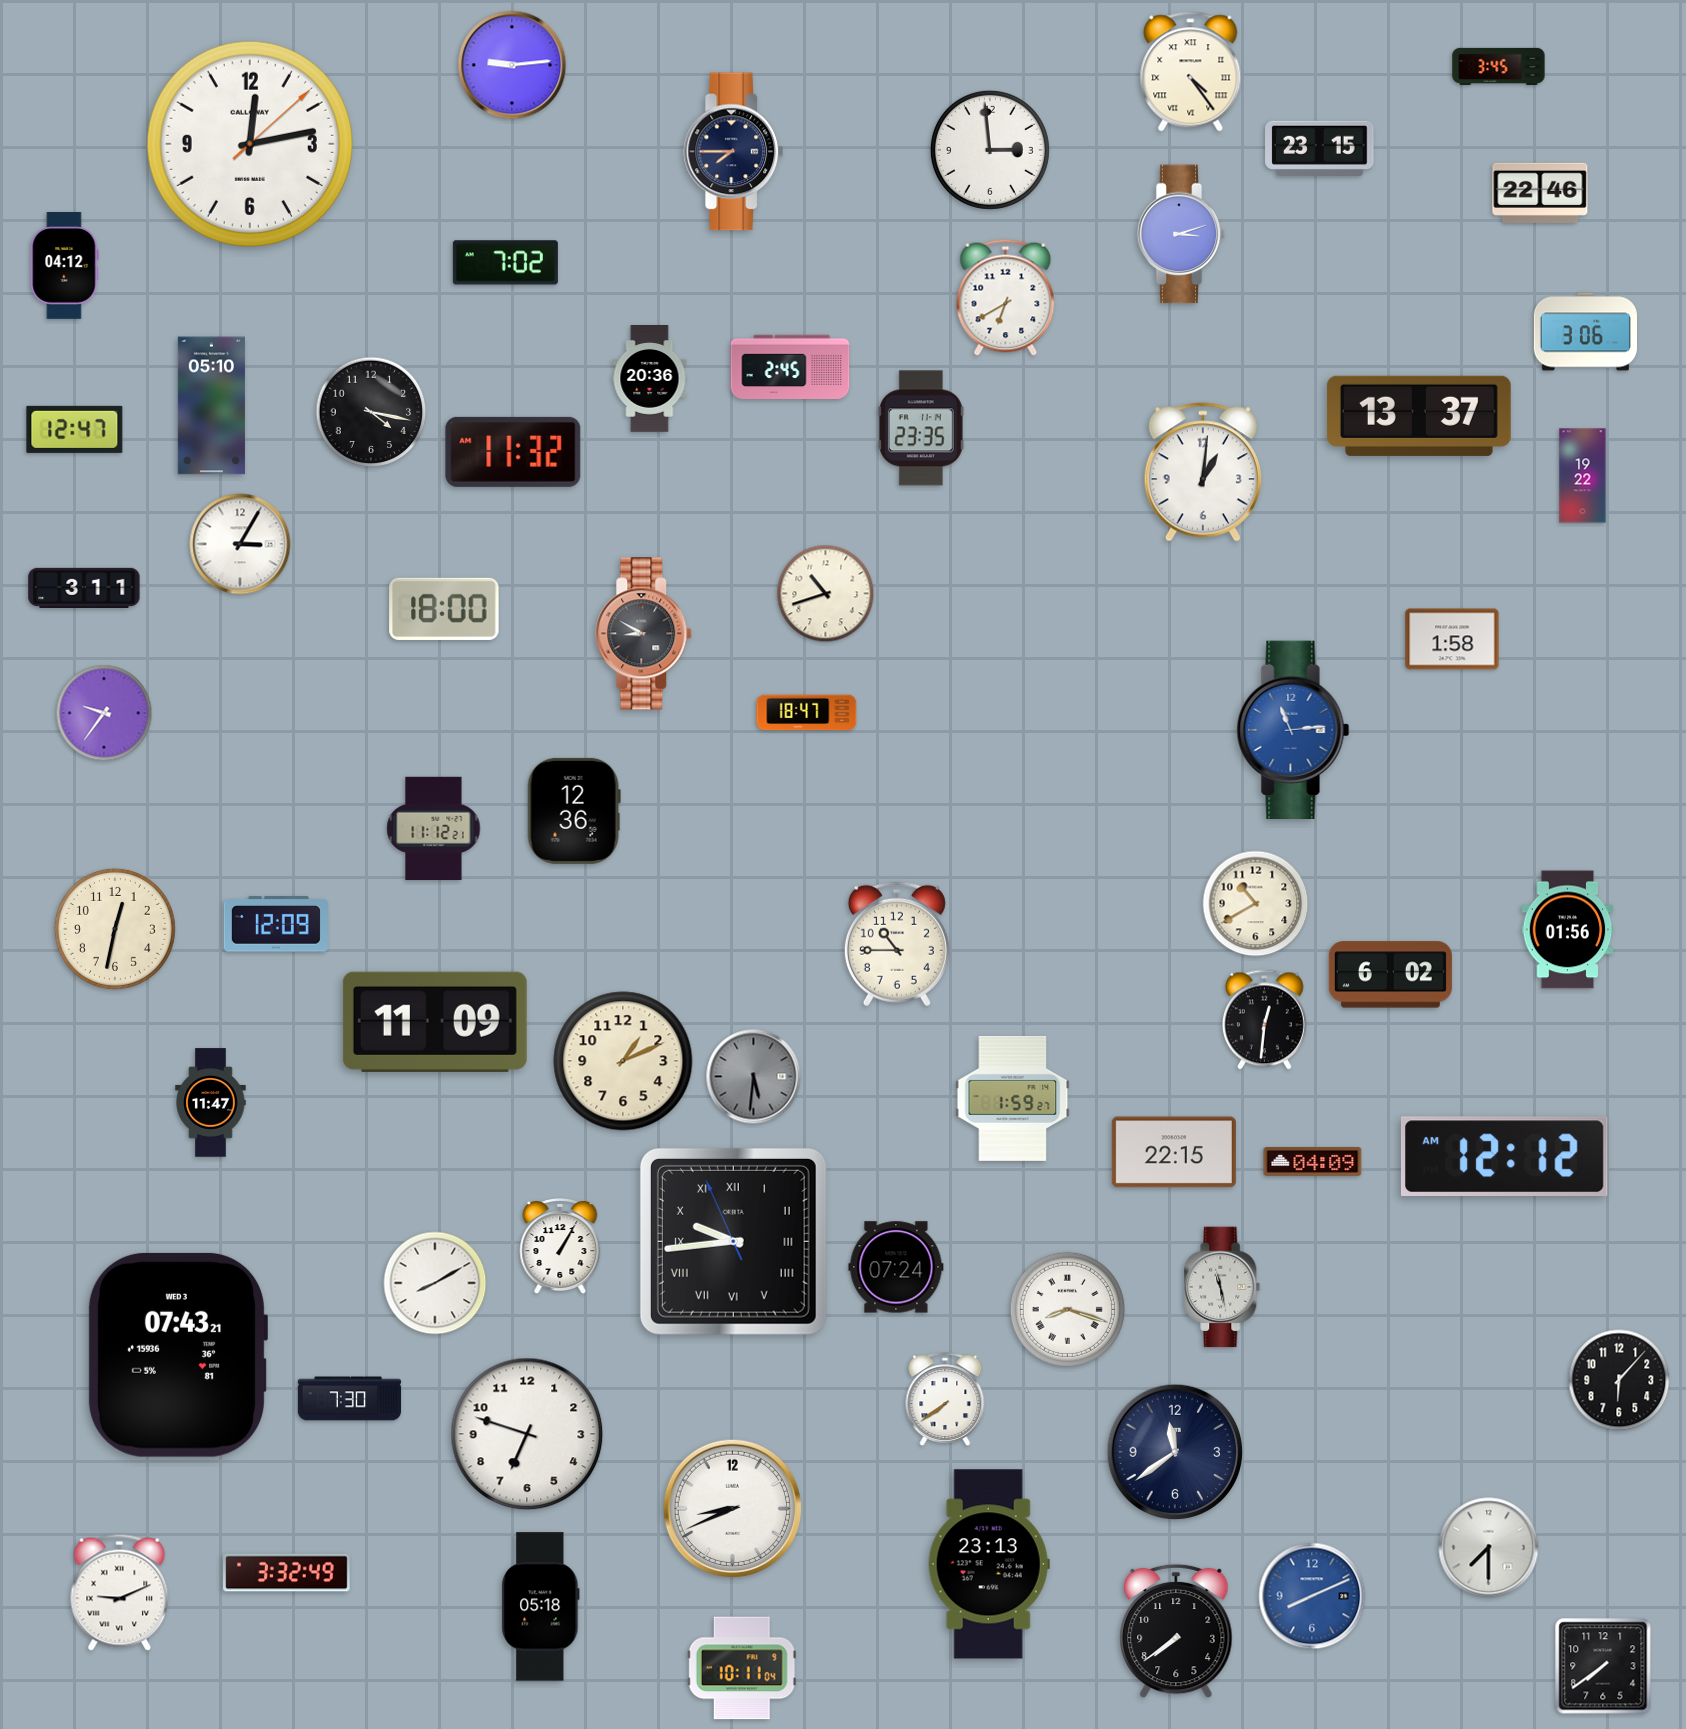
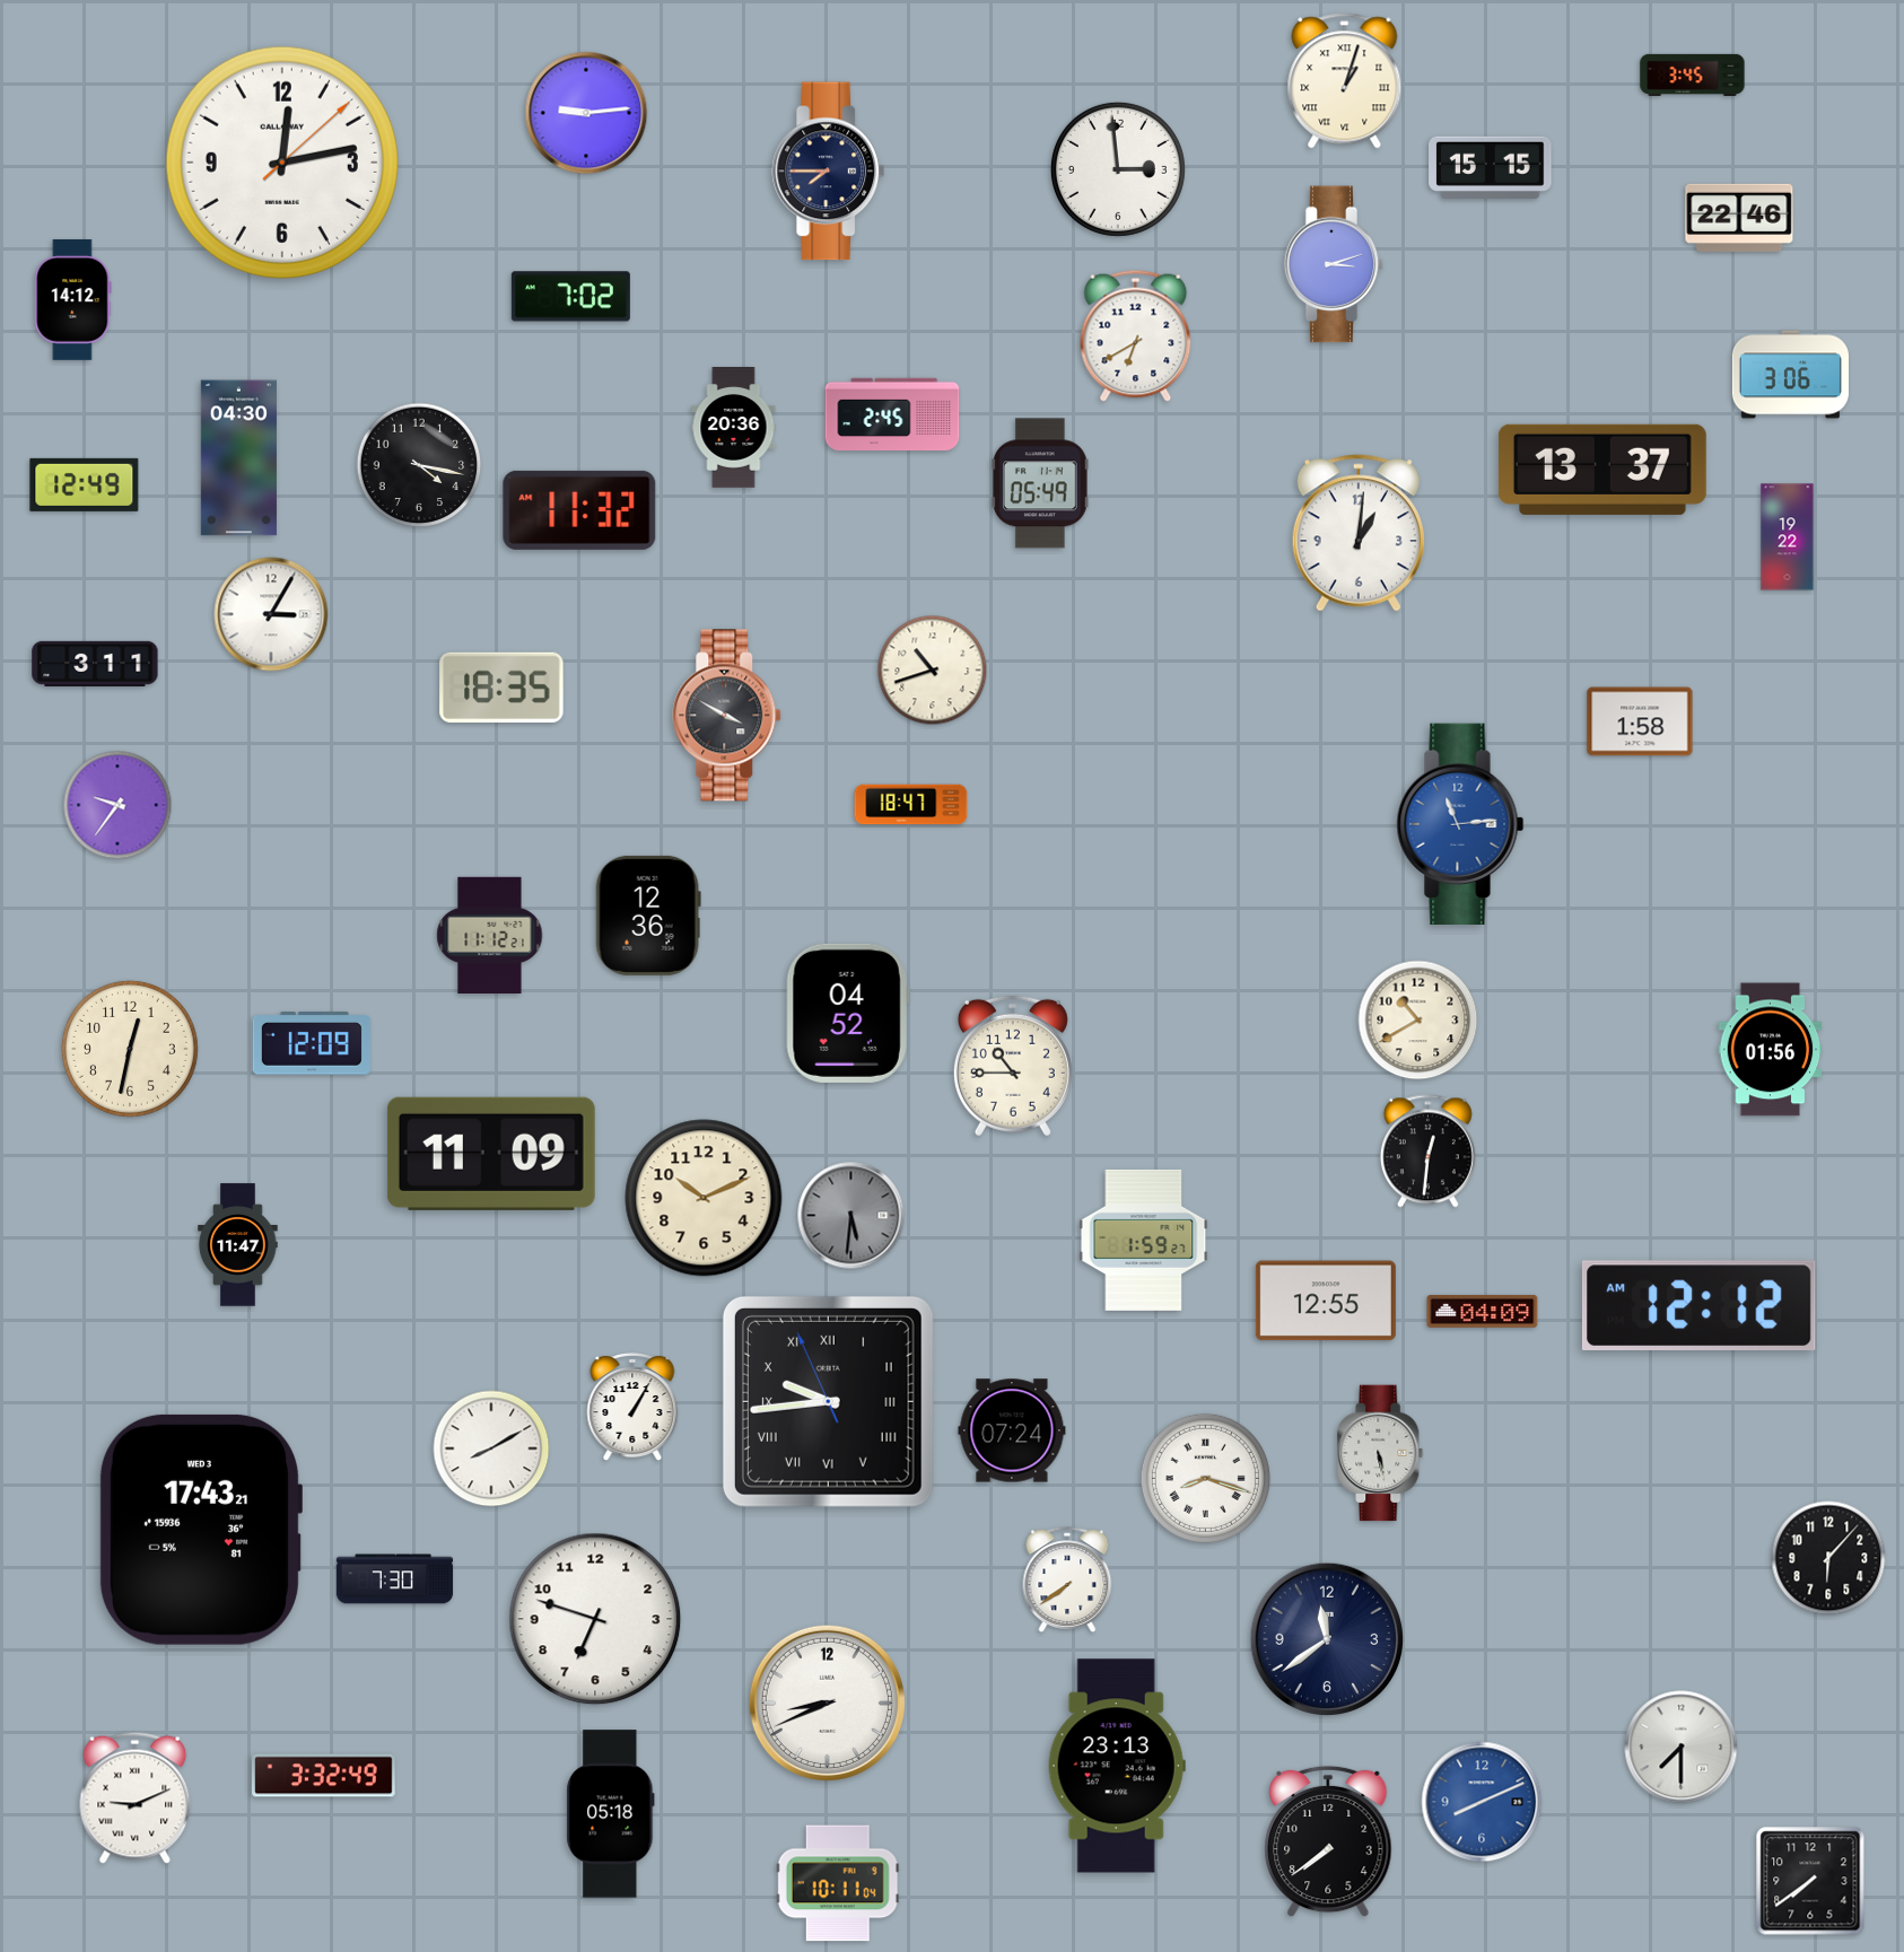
clock at (512, 65) position: (512, 65) -> (586, 113)
clock at (1191, 72): 4:24 -> 1:03
clock at (1320, 148): 23:15 -> 15:15
clock at (65, 266): 04:12 -> 14:12
clock at (211, 406): 05:10 -> 04:30
clock at (921, 428): 23:35 -> 05:49
clock at (75, 429): 12:47 -> 12:49
clock at (444, 609): 18:00 -> 18:35
clock at (644, 634): 8:50 -> 3:50
clock at (847, 1013): none -> 04:52
clock at (1390, 975): 6:02 -> none
clock at (623, 1061): 1:11 -> 10:11
clock at (1174, 1152): 22:15 -> 12:55
clock at (1222, 1287): 11:28 -> 5:28
clock at (177, 1355): 07:43 -> 17:43
